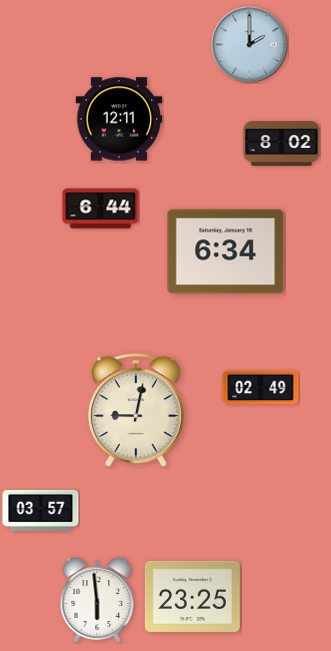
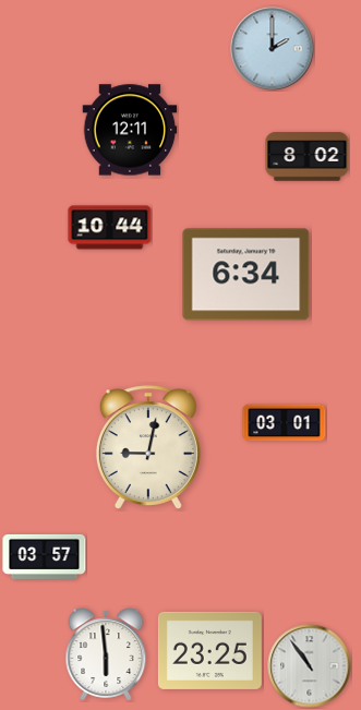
clock at (101, 209): 6:44 -> 10:44
clock at (261, 388): 02:49 -> 03:01
clock at (310, 666): none -> 10:54
